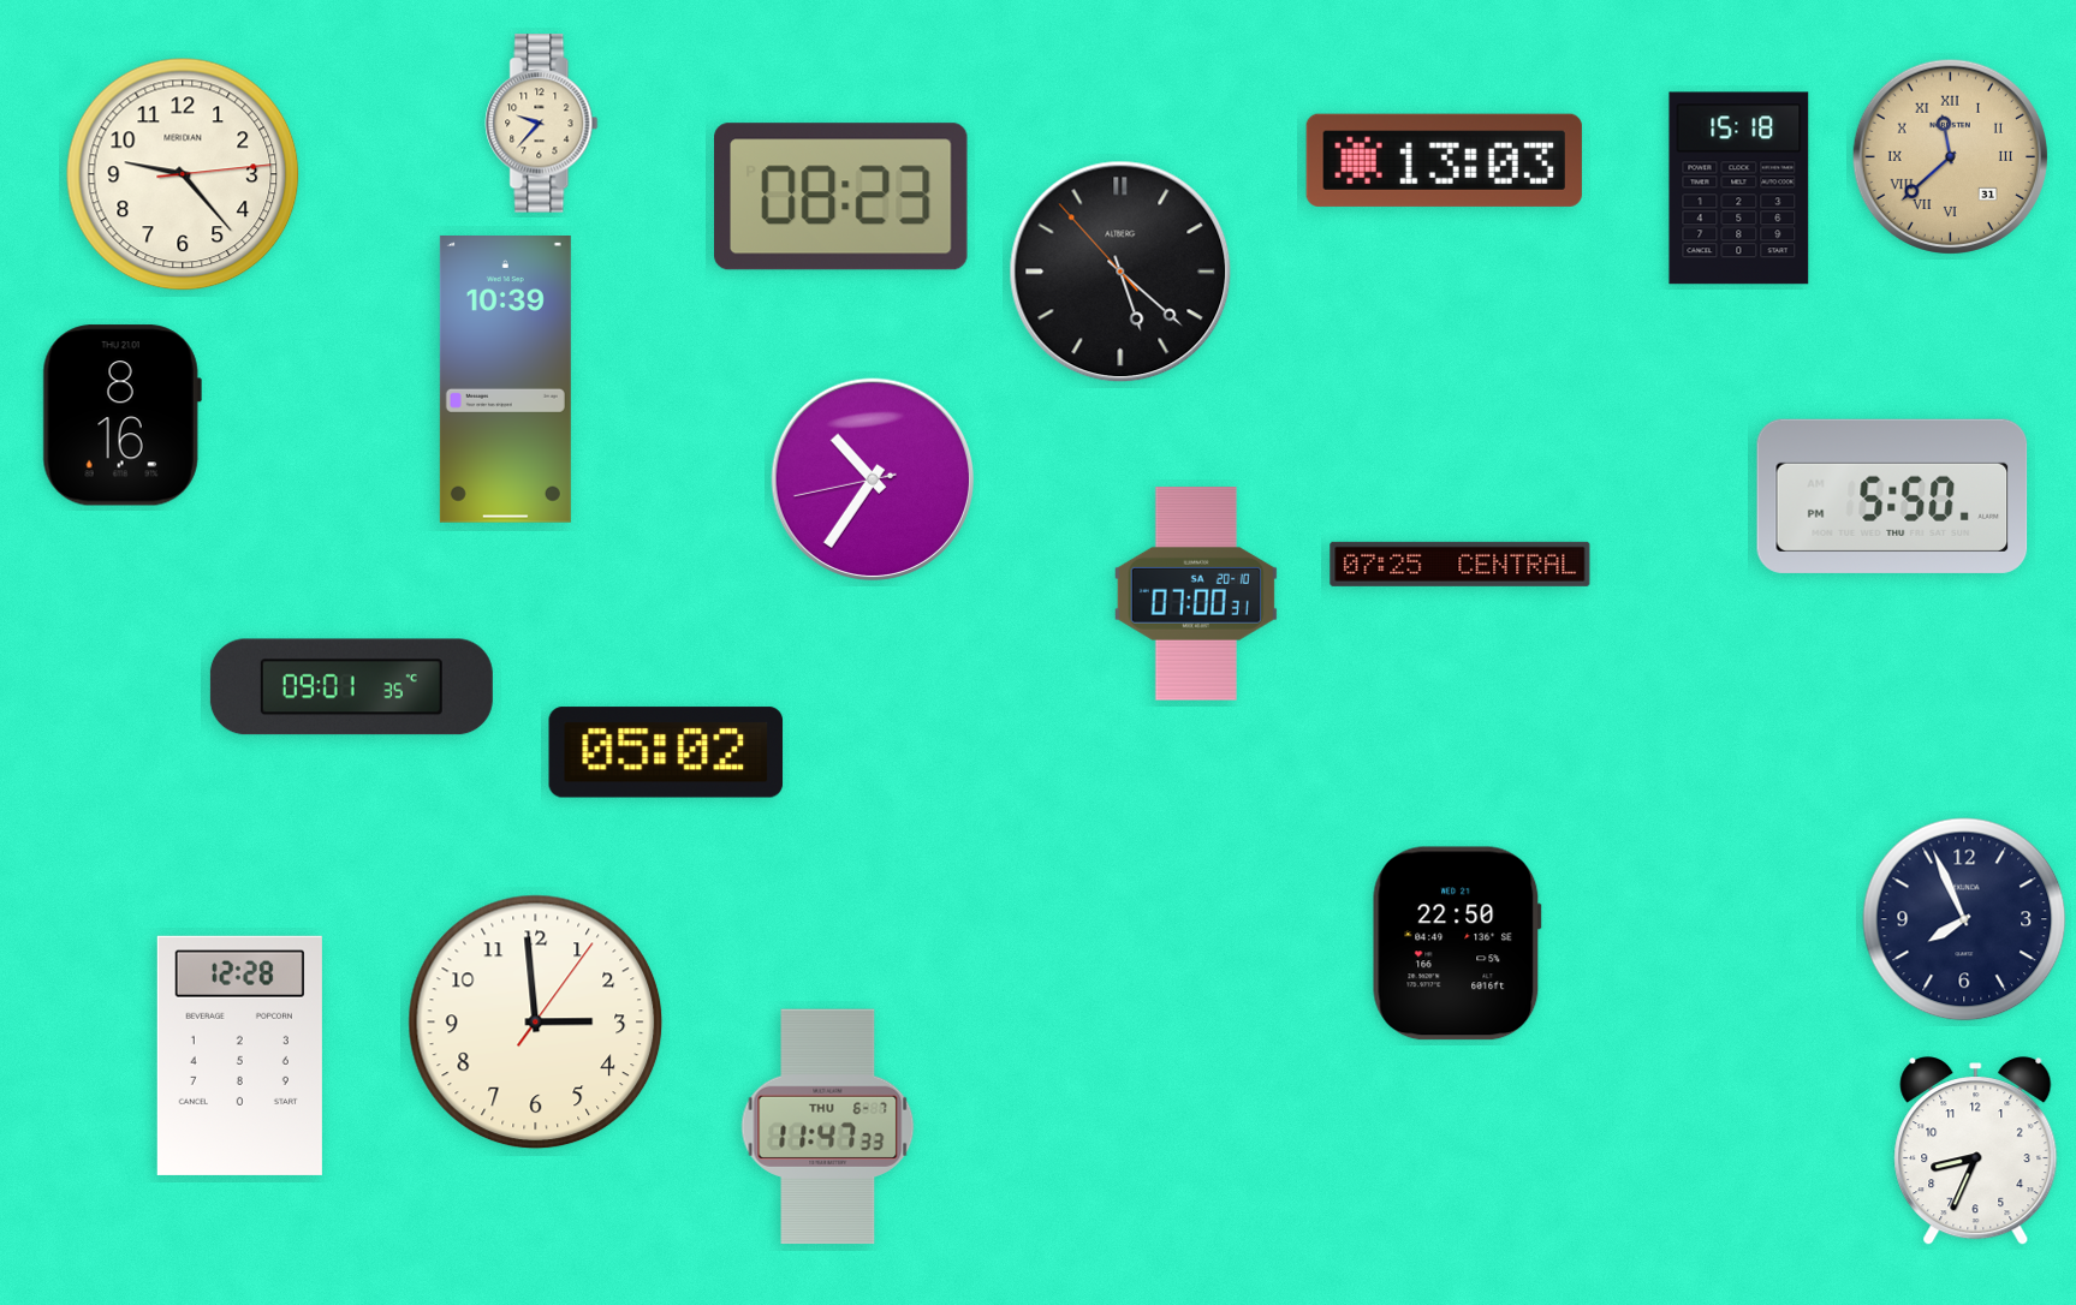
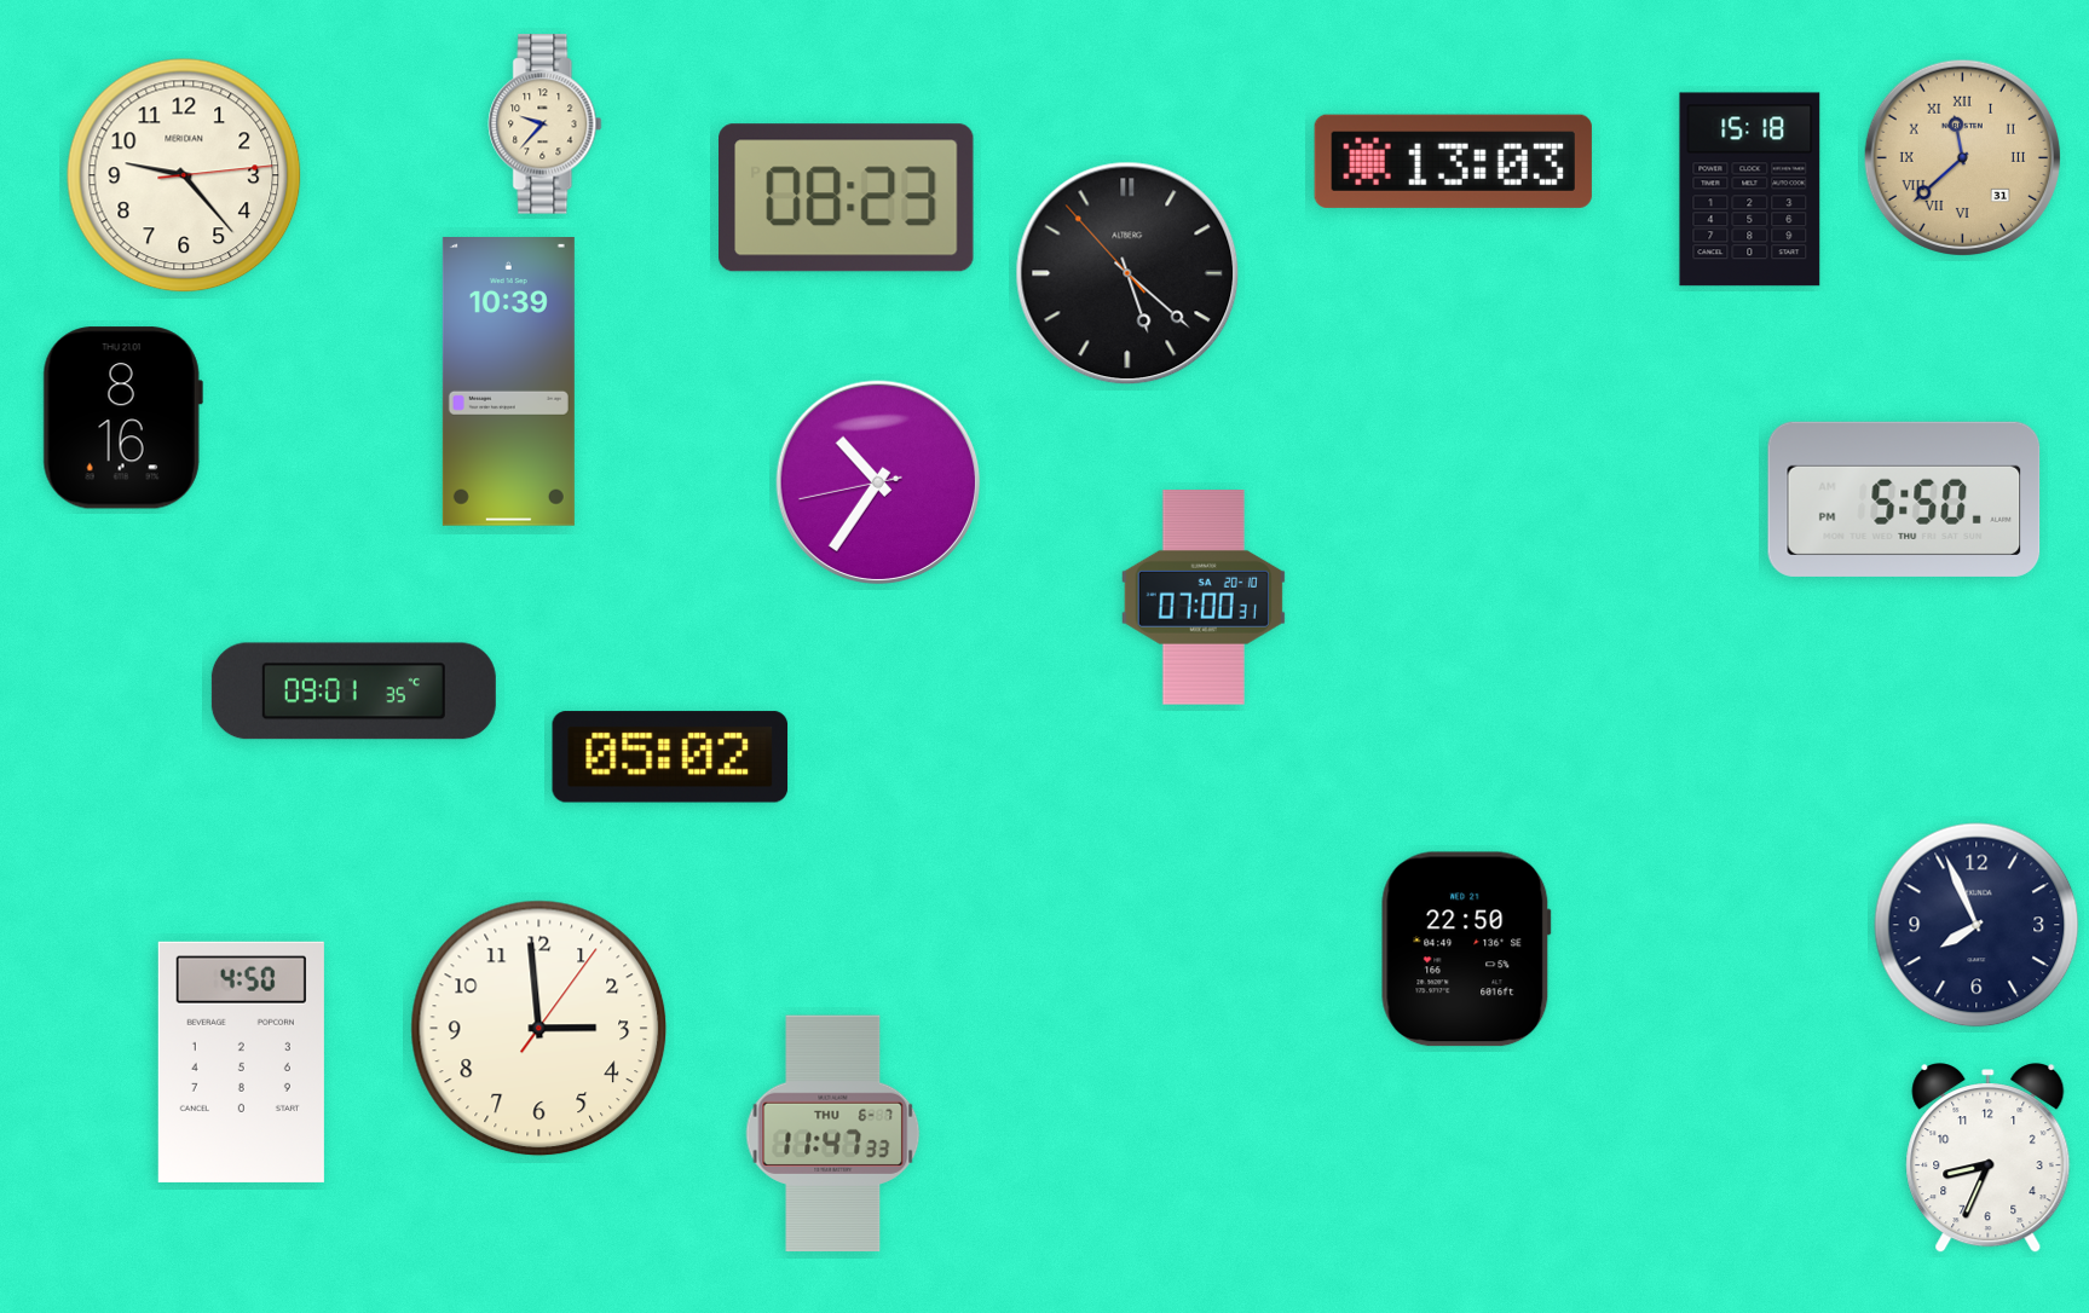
clock at (1461, 564): 07:25 -> none
clock at (239, 1055): 12:28 -> 4:50
